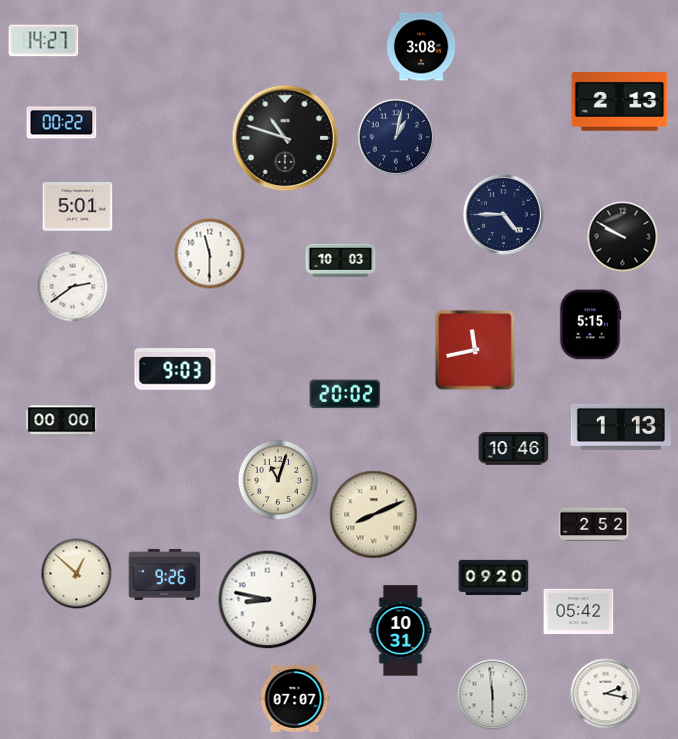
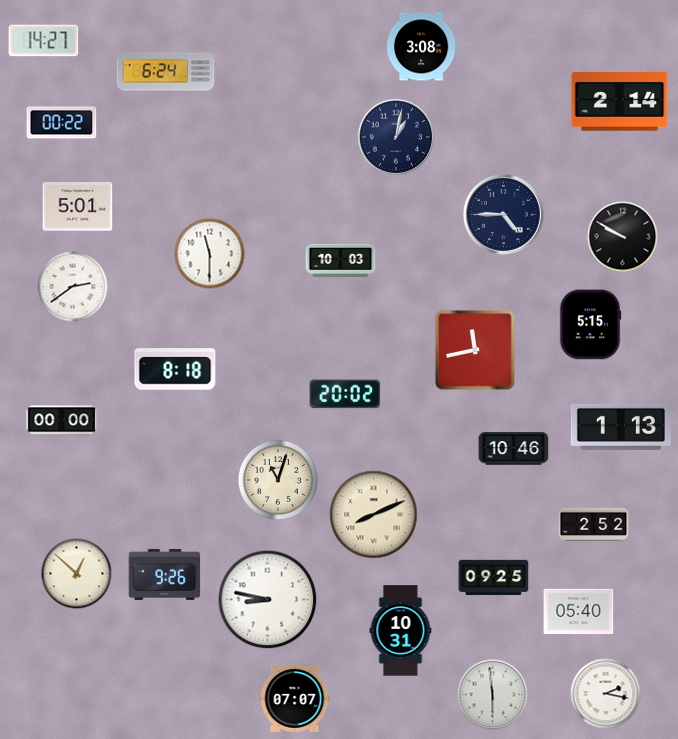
clock at (166, 72): none -> 6:24
clock at (620, 102): 2:13 -> 2:14
clock at (284, 137): 10:48 -> none
clock at (175, 369): 9:03 -> 8:18
clock at (494, 578): 09:20 -> 09:25
clock at (579, 612): 05:42 -> 05:40
